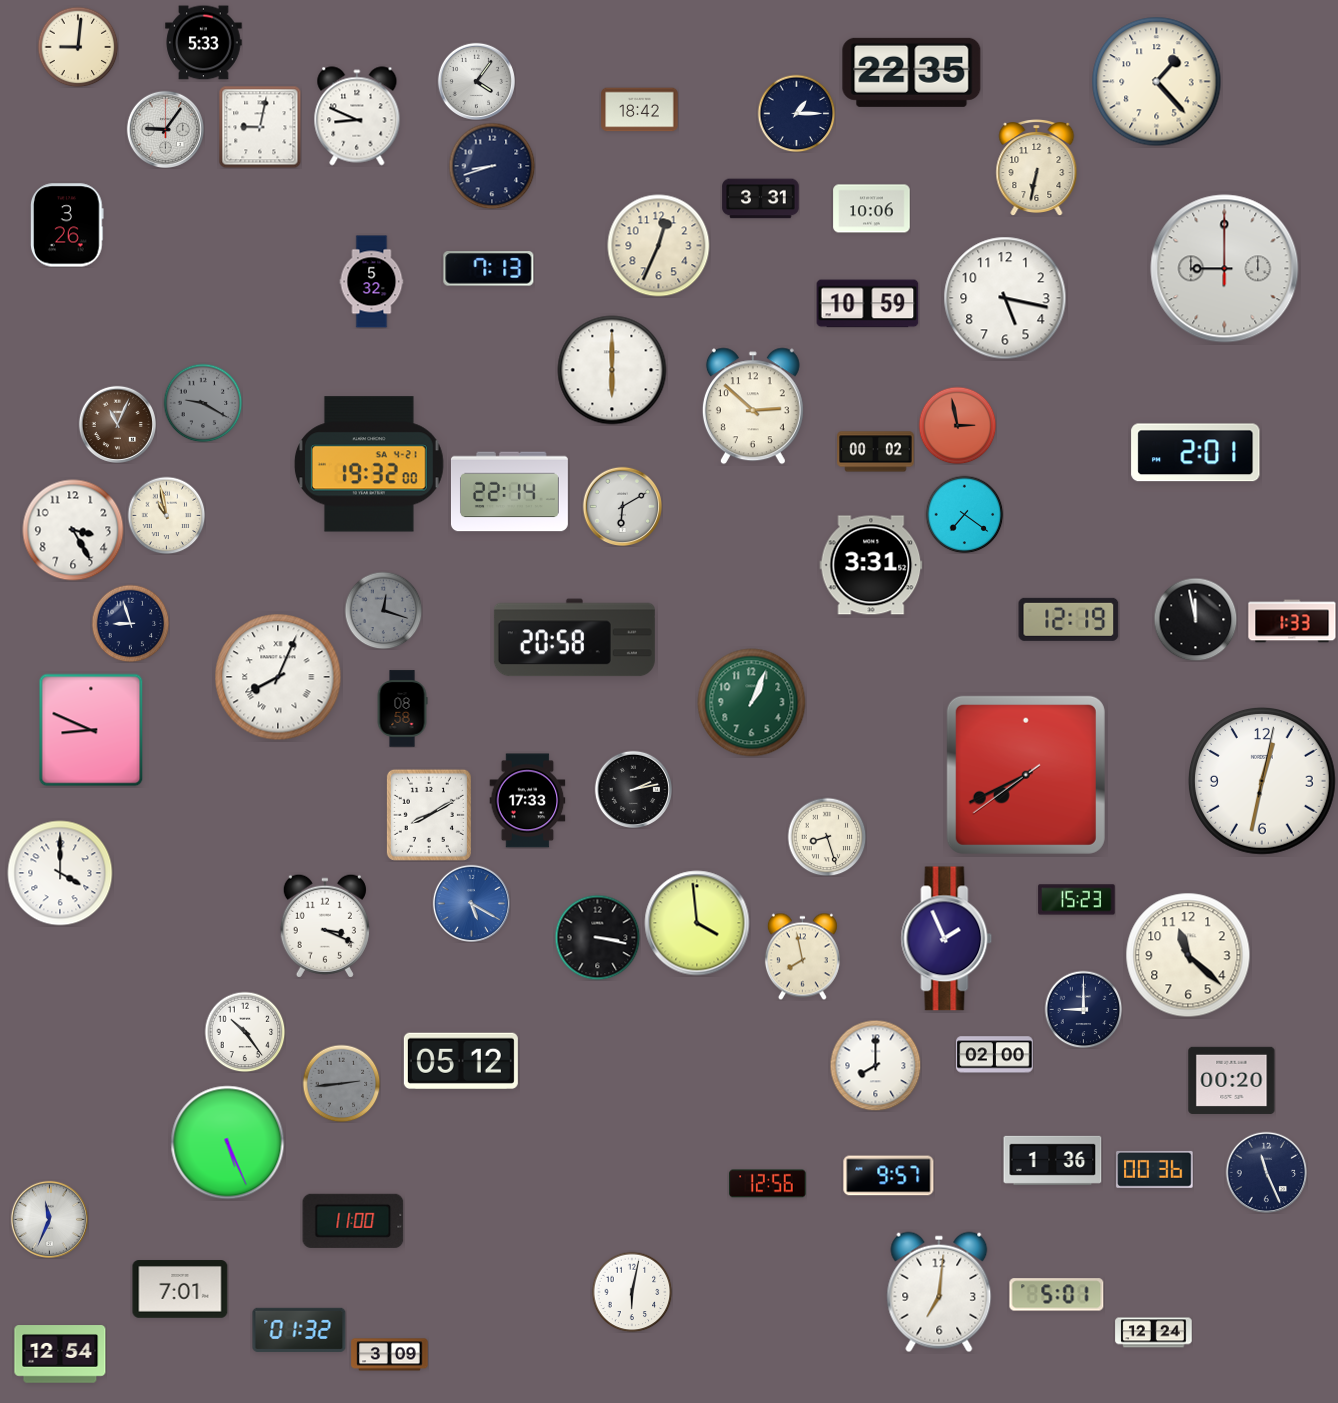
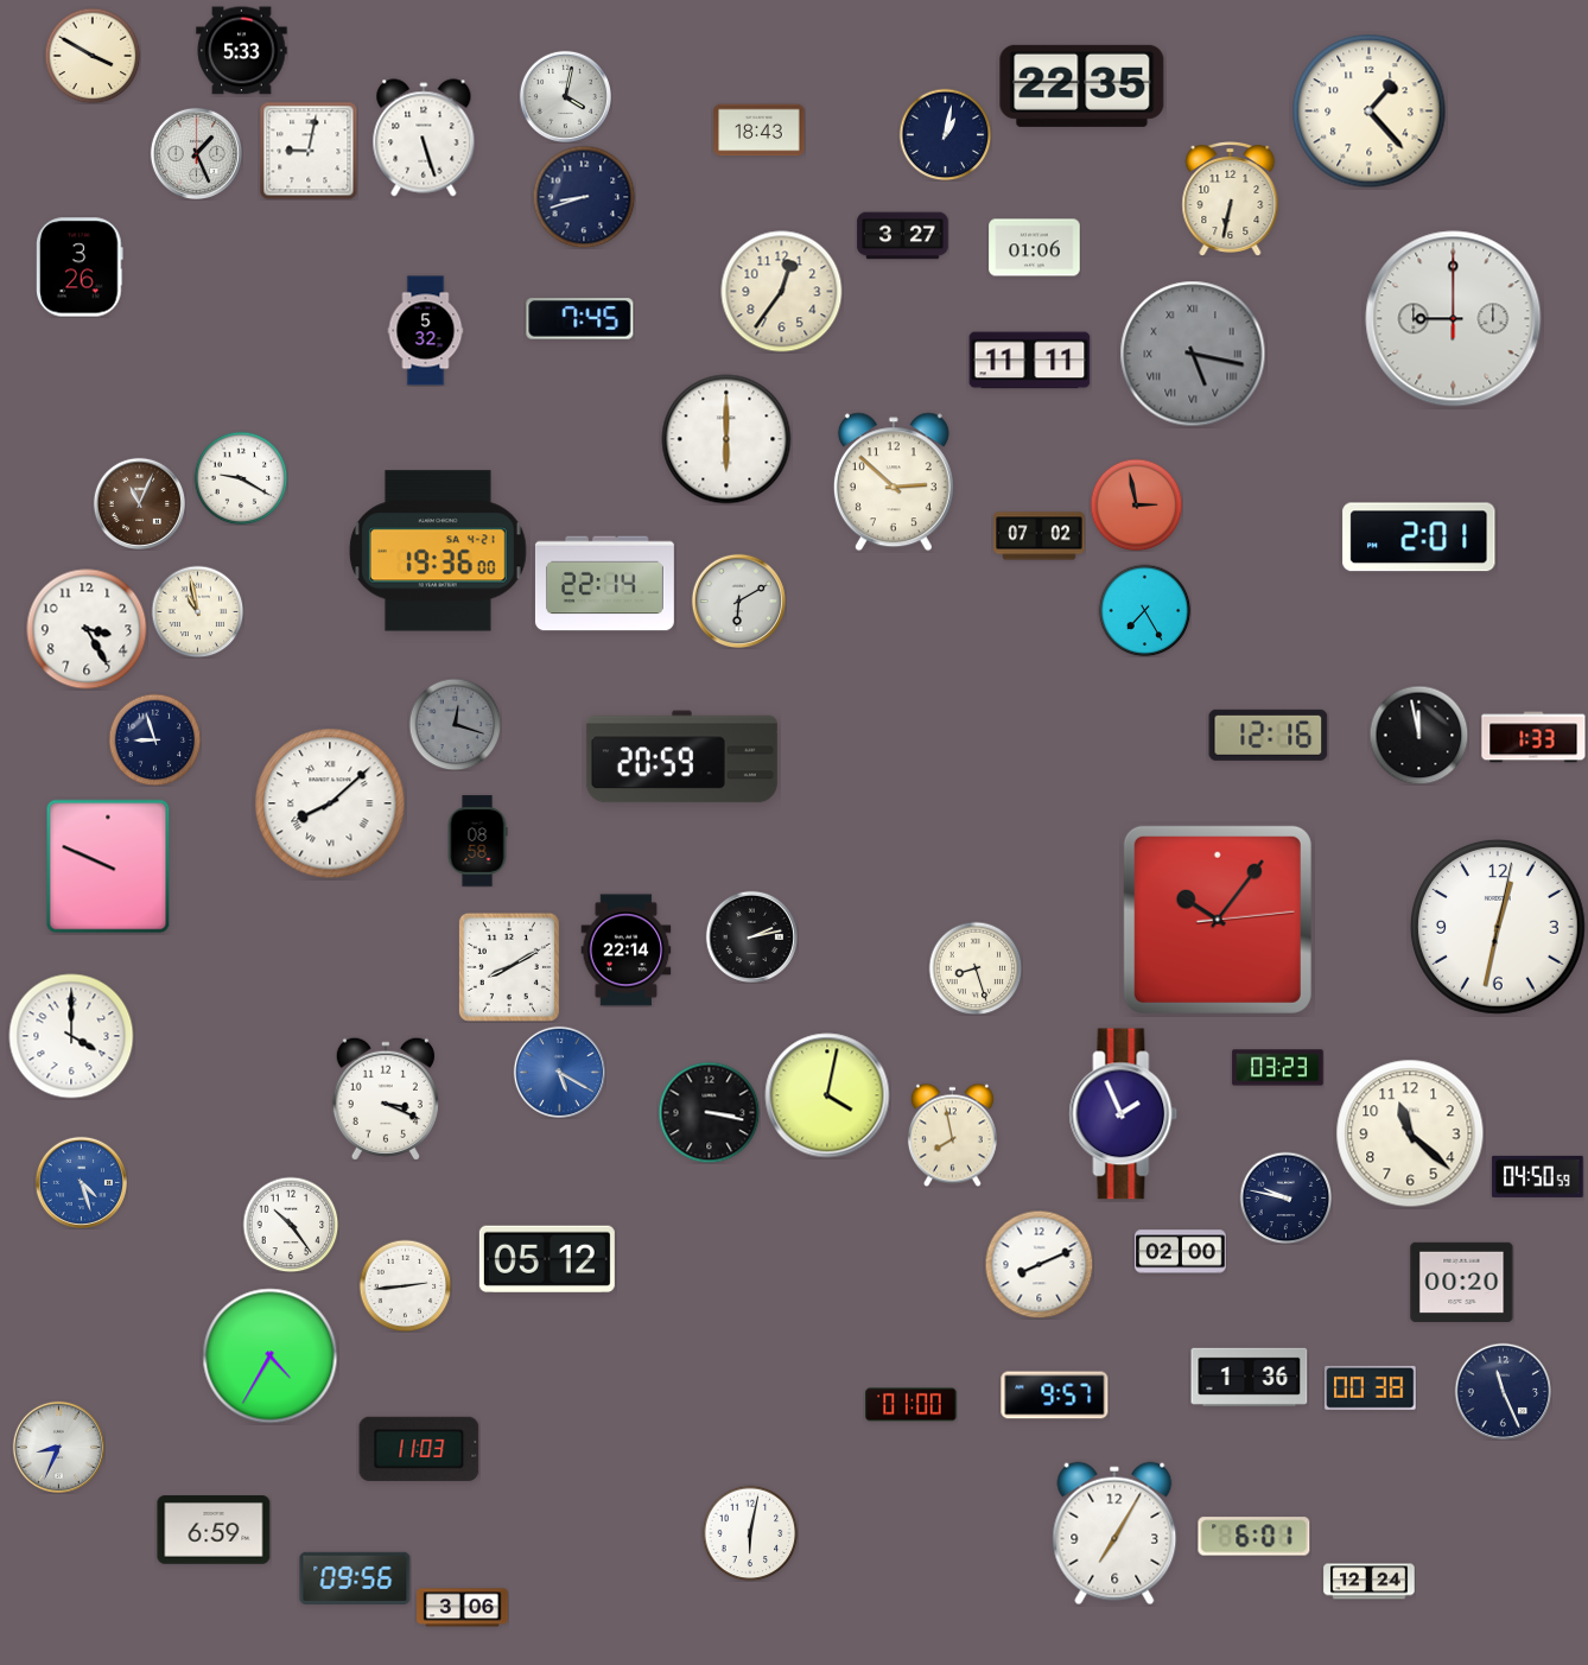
clock at (78, 47): 9:01 -> 3:50
clock at (476, 81): 4:06 -> 4:02
clock at (1157, 82) position: (1157, 82) -> (1370, 112)
clock at (640, 110): 18:42 -> 18:43
clock at (796, 113): 1:15 -> 1:02
clock at (357, 116): 8:49 -> 5:27
clock at (165, 129): 9:06 -> 1:26
clock at (761, 199): 3:31 -> 3:27
clock at (872, 209): 10:06 -> 01:06
clock at (659, 246): 12:34 -> 12:36
clock at (489, 269): 7:13 -> 7:45
clock at (372, 282) position: (372, 282) -> (426, 331)
clock at (1005, 298) dial: white -> grey
clock at (1005, 298) numerals: Arabic -> Roman
clock at (868, 304): 10:59 -> 11:11
clock at (203, 403) dial: grey -> white
clock at (876, 452): 00:02 -> 07:02
clock at (369, 464): 19:32 -> 19:36
clock at (964, 514): 7:21 -> 7:25
clock at (871, 565): 3:31 -> none
clock at (1069, 619): 12:19 -> 12:16
clock at (574, 638): 20:58 -> 20:59
clock at (278, 677): 8:04 -> 8:08
clock at (752, 703): 1:04 -> none
clock at (91, 730): 8:49 -> 9:49
clock at (1026, 775): 7:40 -> 10:06
clock at (528, 801): 17:33 -> 22:14
clock at (827, 837) position: (827, 837) -> (976, 968)
clock at (1077, 900): 15:23 -> 03:23
clock at (697, 923): 3:59 -> 4:02
clock at (1538, 1176): none -> 04:50
clock at (81, 1182): none -> 4:27
clock at (1083, 1009): 9:00 -> 9:47
clock at (875, 1065): 8:00 -> 8:11
clock at (341, 1083) dial: grey -> white
clock at (228, 1143): 5:26 -> 4:35
clock at (1155, 1169): 00:36 -> 00:38
clock at (768, 1184): 12:56 -> 01:00
clock at (49, 1219): 11:34 -> 8:34
clock at (353, 1221): 11:00 -> 11:03
clock at (180, 1289): 7:01 -> 6:59
clock at (939, 1292): 7:01 -> 7:05
clock at (1057, 1295): 5:01 -> 6:01
clock at (299, 1329): 01:32 -> 09:56
clock at (60, 1354): 12:54 -> none
clock at (390, 1355): 3:09 -> 3:06
